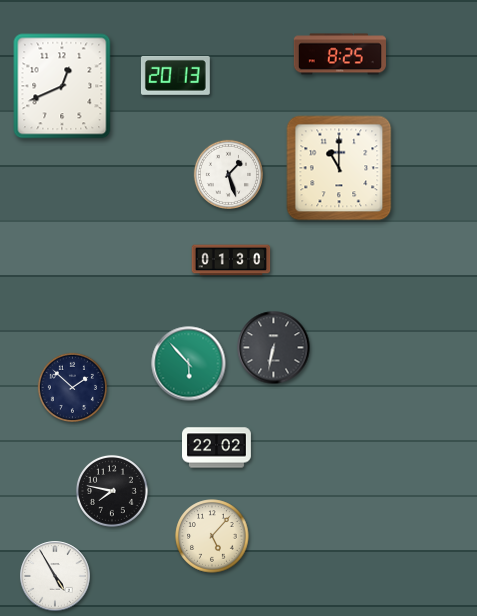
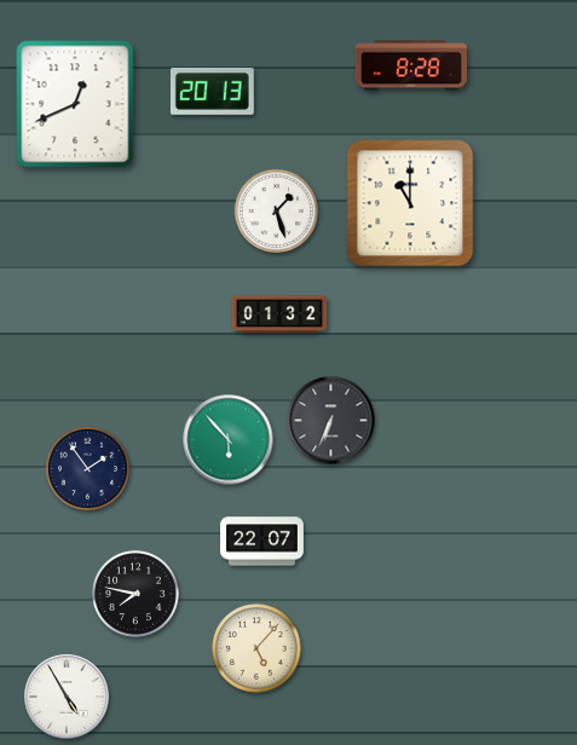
clock at (340, 54): 8:25 -> 8:28
clock at (231, 260): 01:30 -> 01:32
clock at (274, 348): 6:32 -> 6:34
clock at (72, 387): 1:52 -> 1:54
clock at (217, 448): 22:02 -> 22:07
